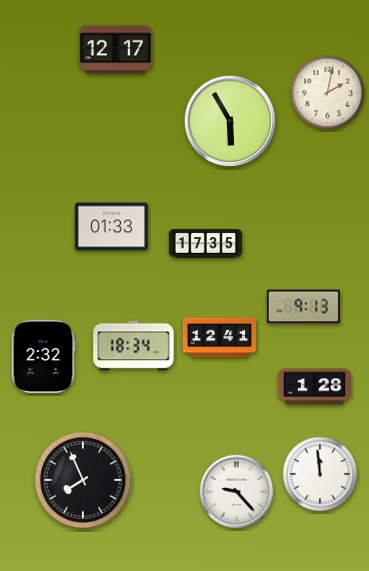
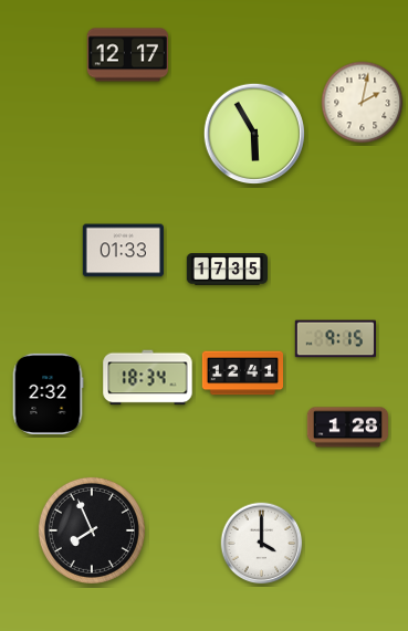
clock at (303, 307): 9:13 -> 9:15
clock at (134, 346) position: (134, 346) -> (148, 378)
clock at (320, 474): 11:59 -> none
clock at (237, 492): 9:23 -> 4:00
